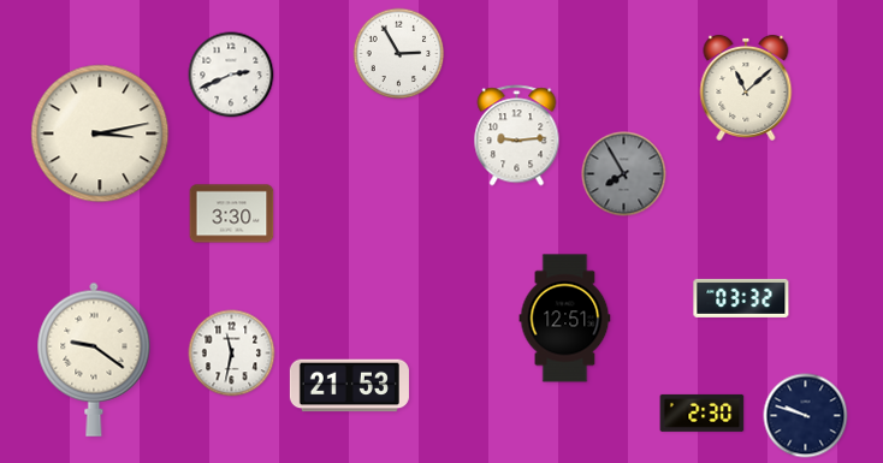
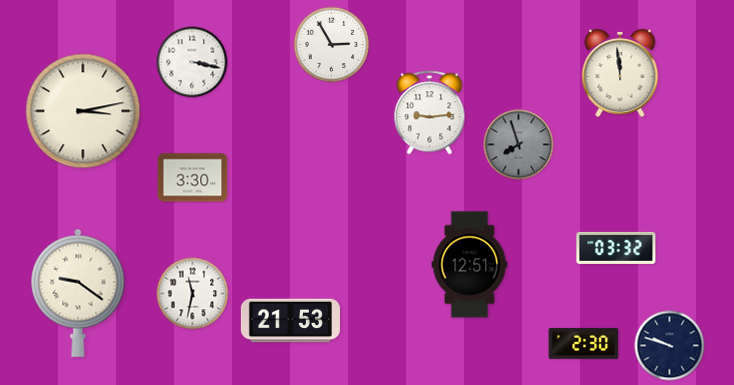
clock at (231, 75): 2:41 -> 3:17
clock at (746, 88): 11:08 -> 11:59
clock at (624, 174): 7:55 -> 7:57
clock at (94, 360) position: (94, 360) -> (78, 293)
